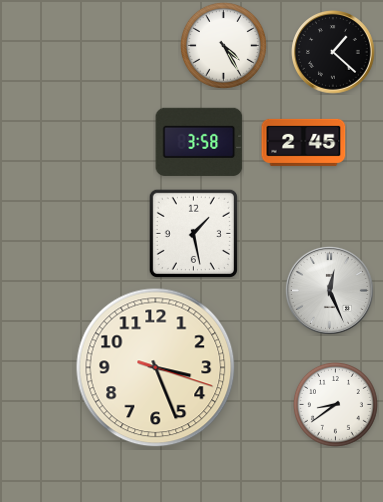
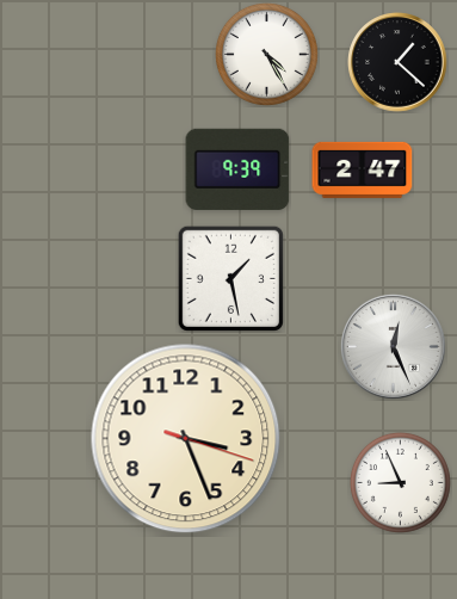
clock at (199, 142): 3:58 -> 9:39
clock at (304, 142): 2:45 -> 2:47
clock at (335, 404): 8:39 -> 8:56
